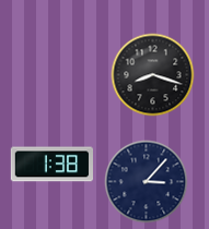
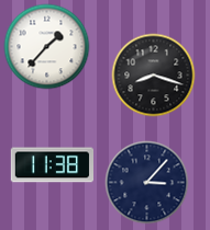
clock at (47, 47): none -> 1:37
clock at (51, 165): 1:38 -> 11:38
